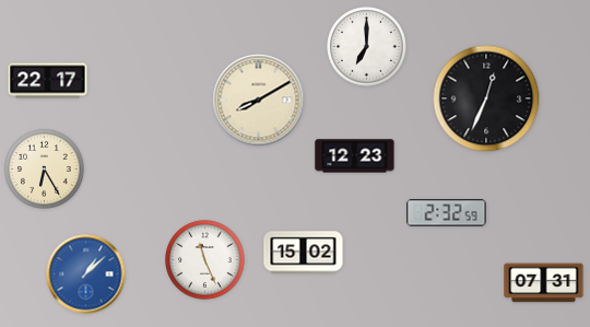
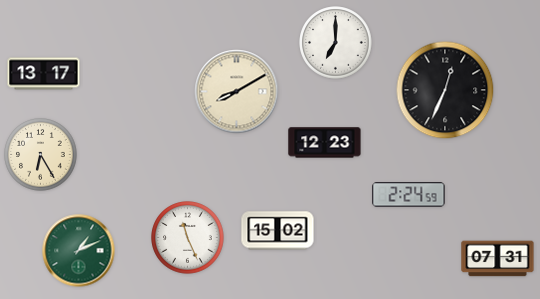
clock at (48, 81): 22:17 -> 13:17
clock at (447, 213): 2:32 -> 2:24
clock at (86, 275): 1:08 -> 1:11
clock at (86, 275) dial: blue -> green
